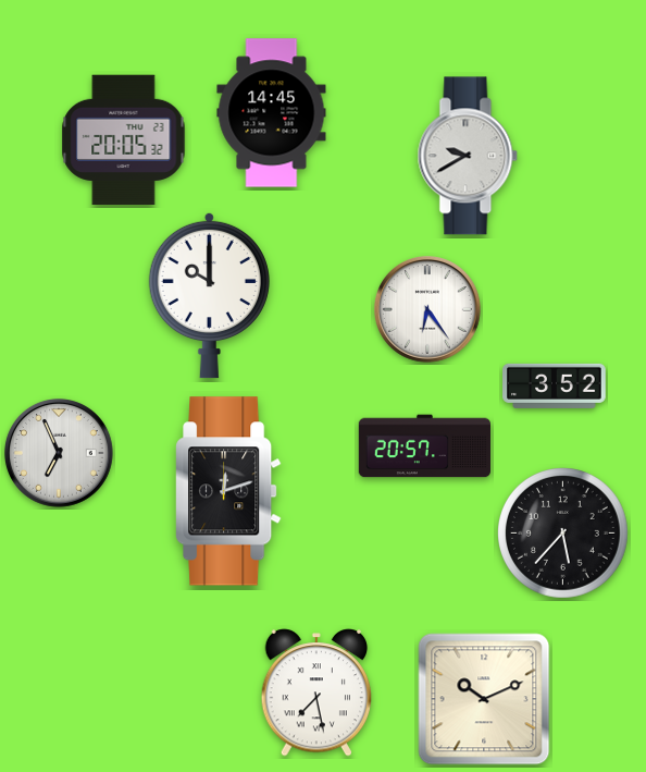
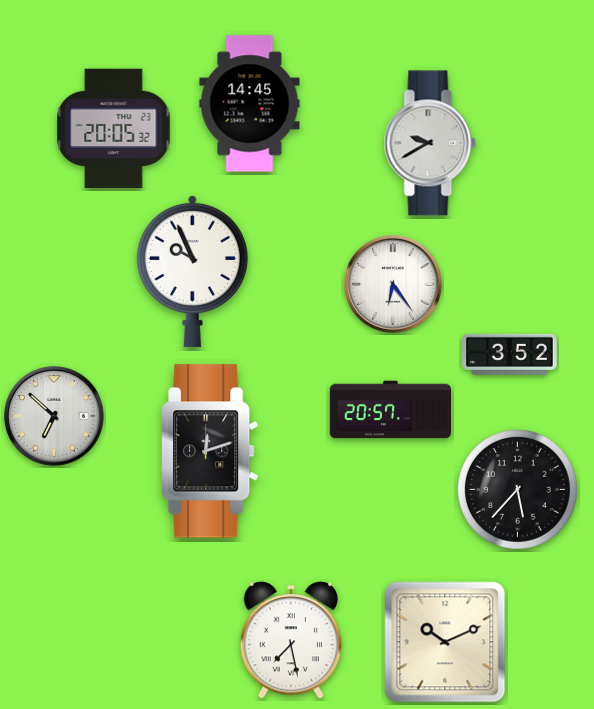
clock at (209, 295): 10:00 -> 9:56
clock at (59, 453): 6:56 -> 6:52
clock at (316, 693) position: (316, 693) -> (291, 640)
